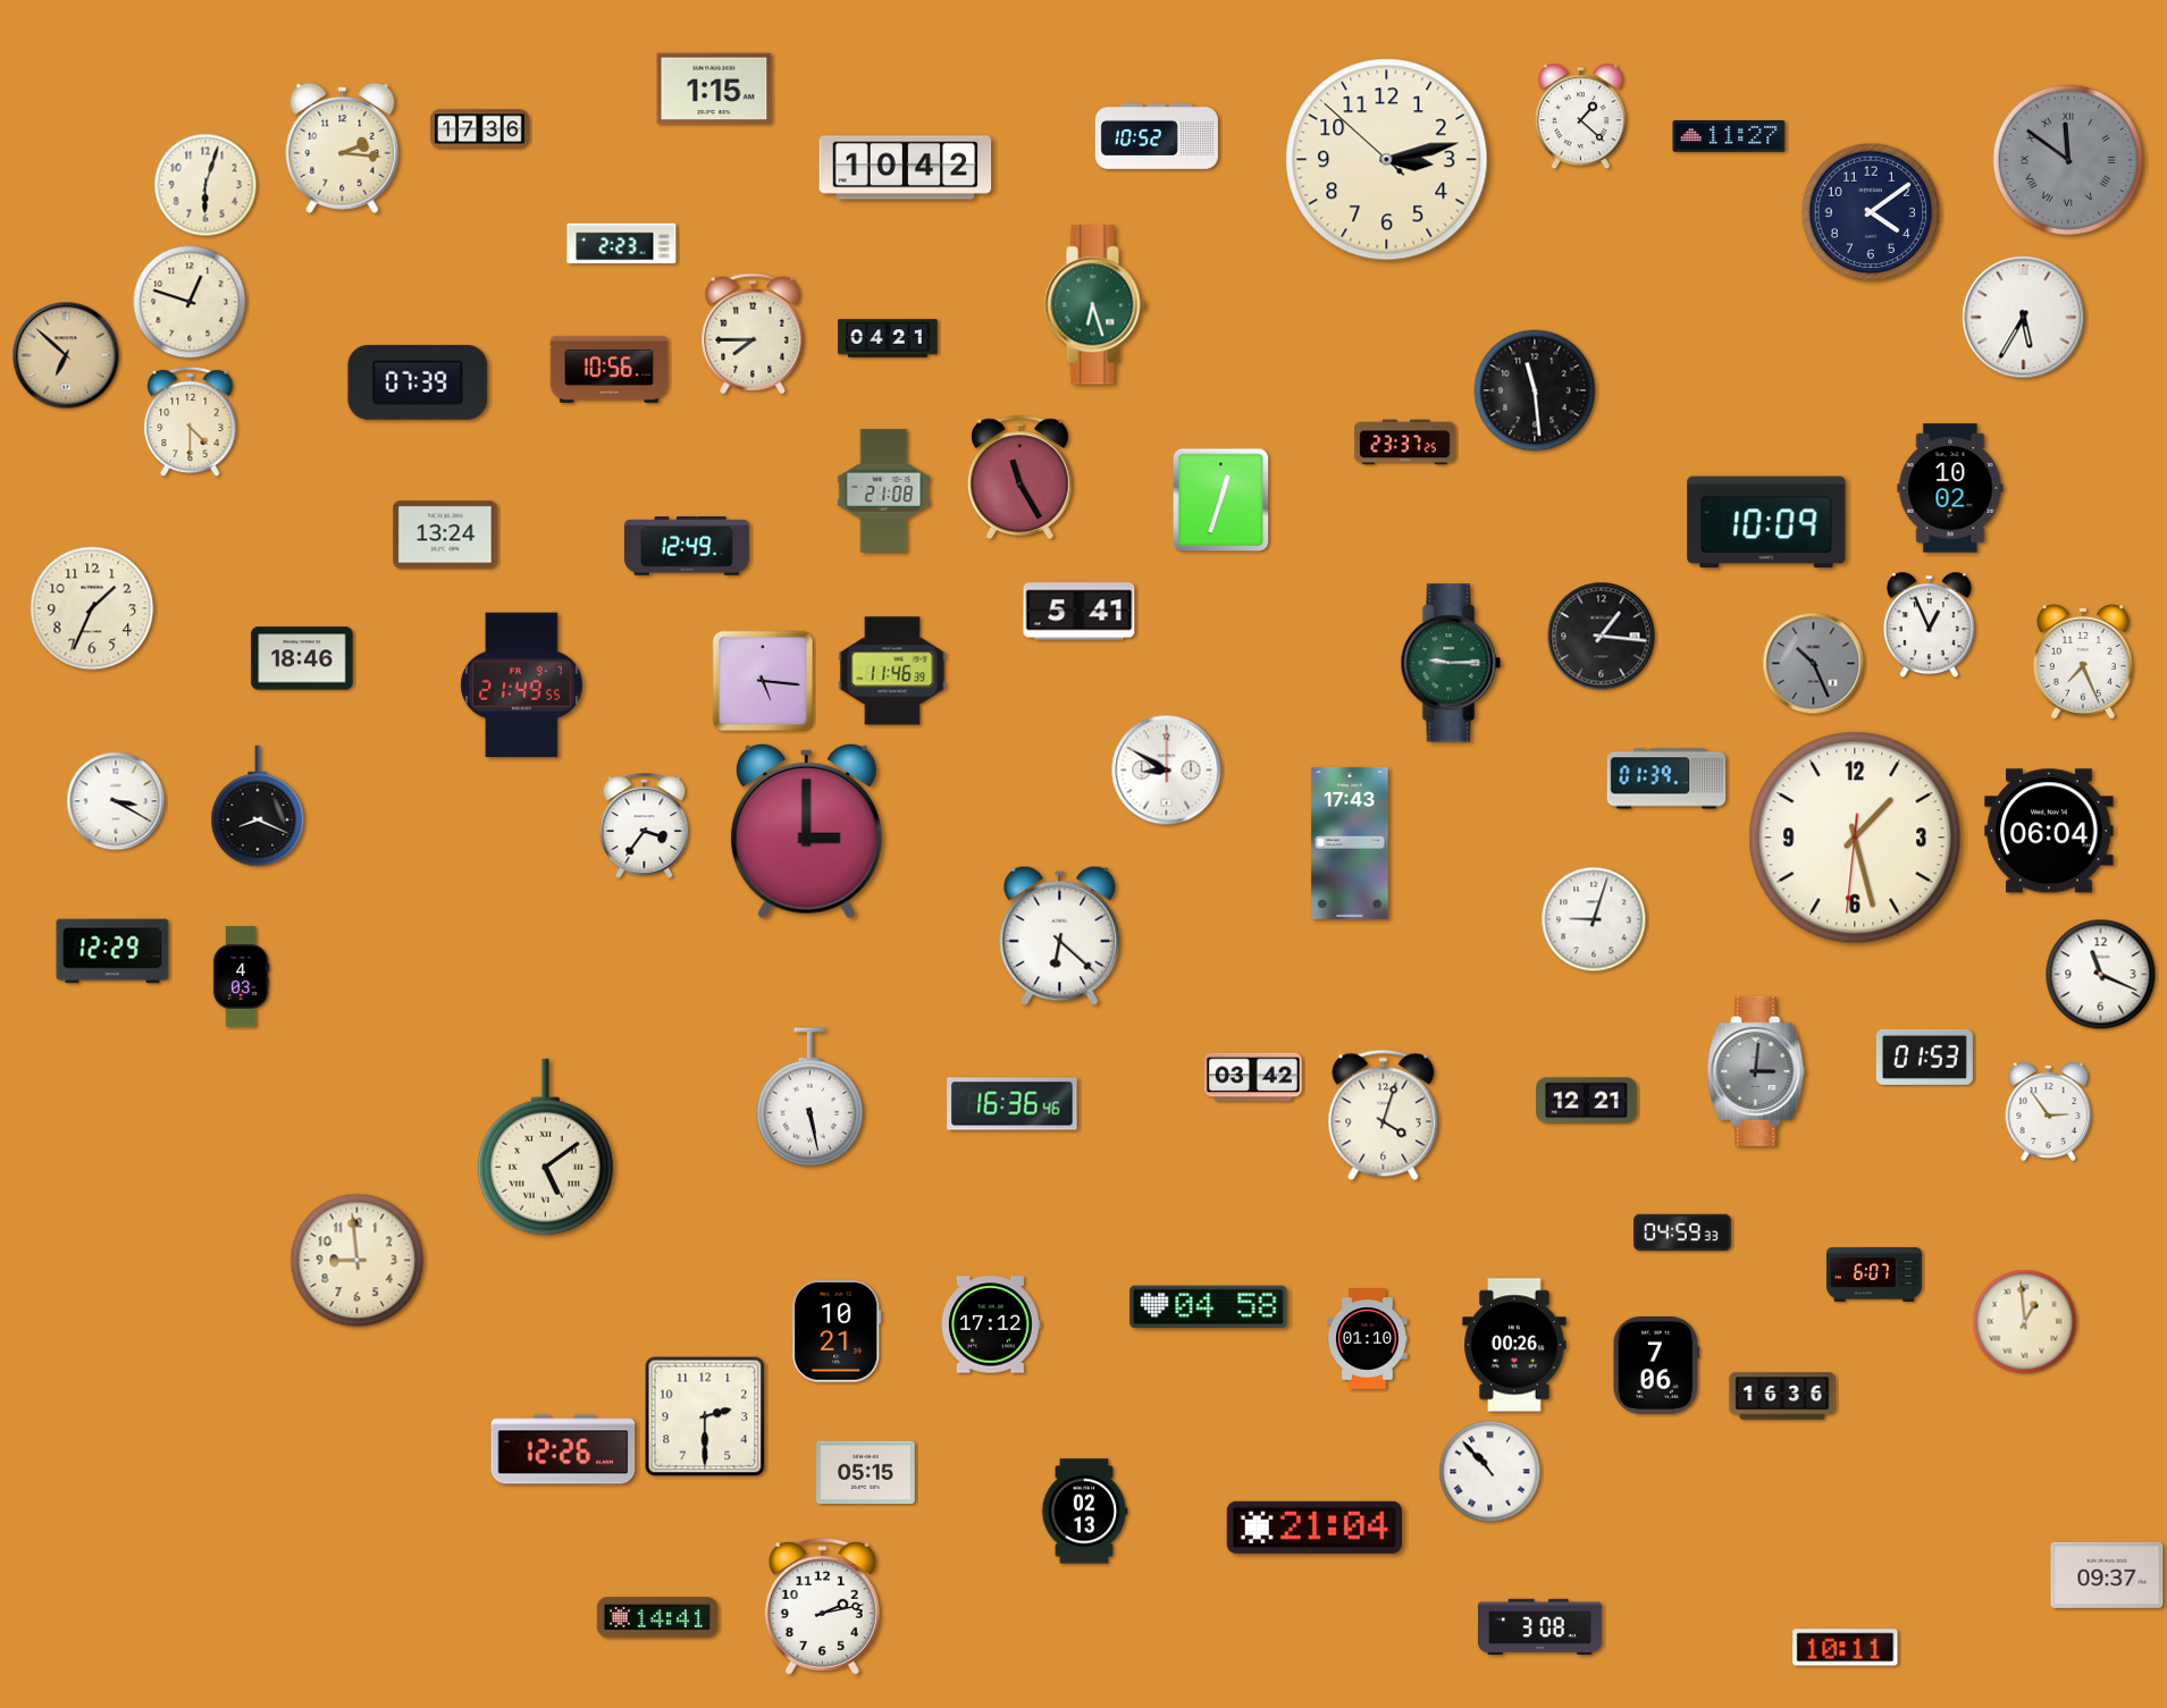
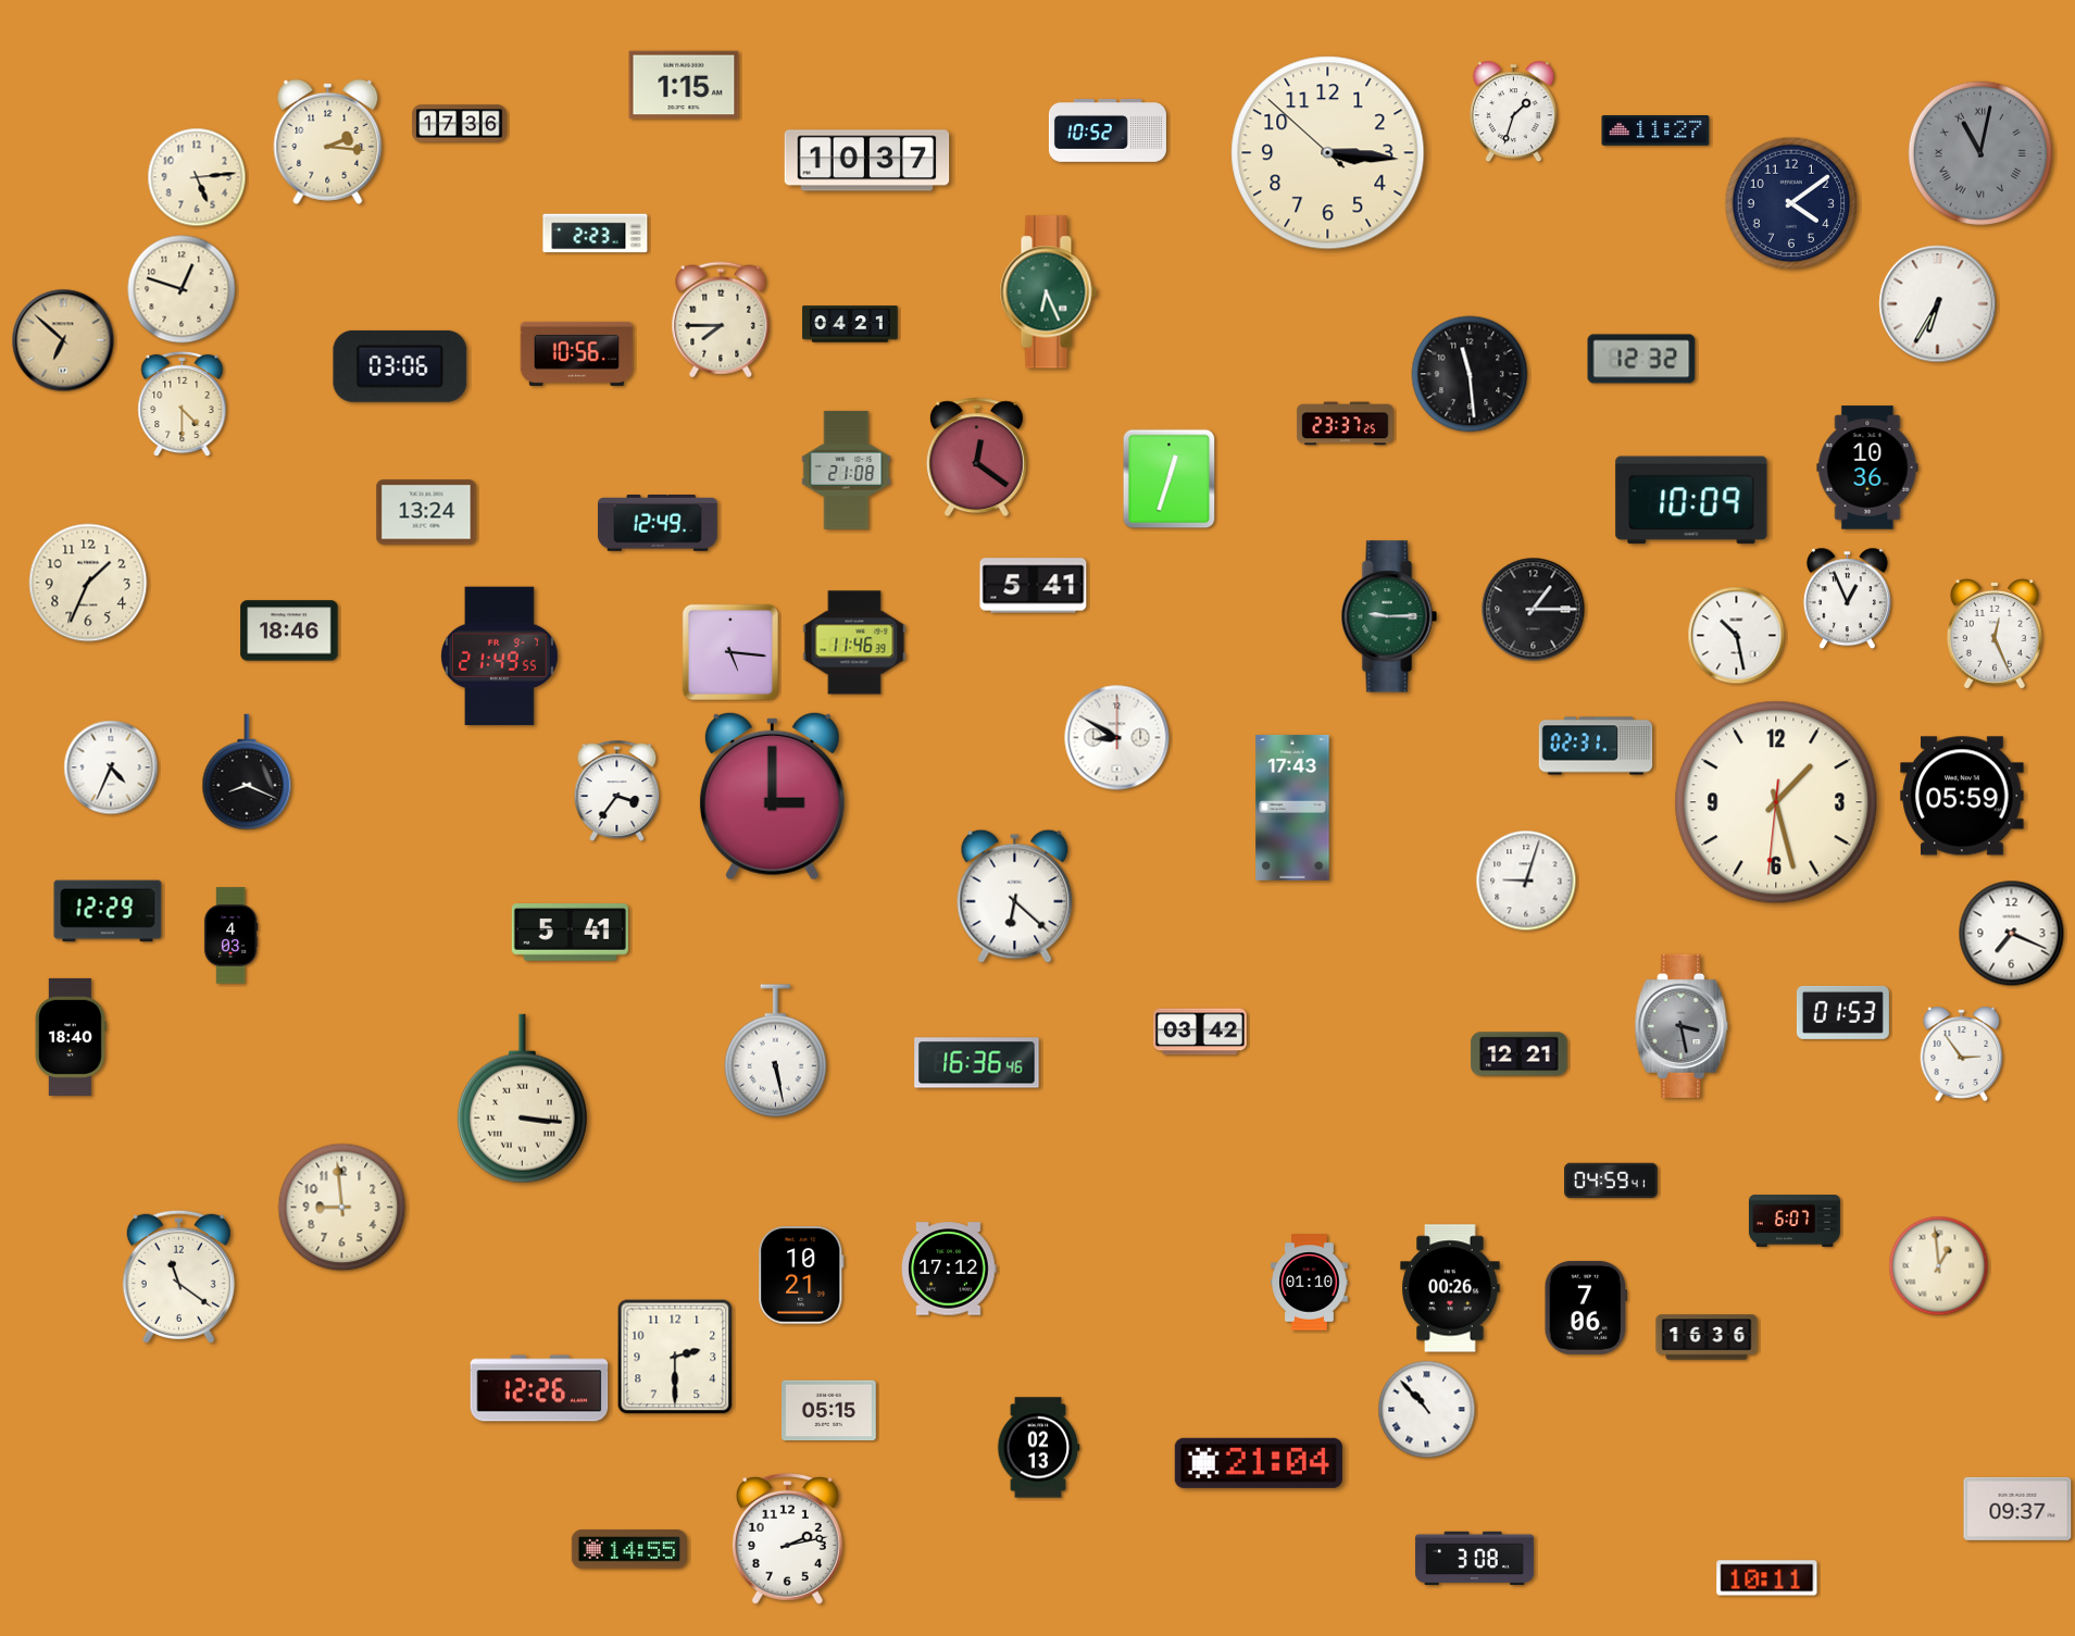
clock at (1580, 117): 1:22 -> 1:33
clock at (1387, 160): 3:12 -> 3:15
clock at (2068, 160): 11:51 -> 11:02
clock at (906, 168): 10:42 -> 10:37
clock at (205, 185): 6:03 -> 5:14
clock at (1094, 305): 6:27 -> 6:26
clock at (2024, 318): 5:35 -> 6:35
clock at (610, 369) position: (610, 369) -> (577, 353)
clock at (1641, 359): none -> 12:32
clock at (418, 382): 07:39 -> 03:06
clock at (1019, 478): 11:25 -> 12:21
clock at (1950, 488): 10:02 -> 10:36
clock at (1602, 637): 1:16 -> 1:15
clock at (2083, 662): 7:26 -> 12:26
clock at (1451, 663) position: (1451, 663) -> (1389, 616)
clock at (1814, 664): 10:26 -> 10:28
clock at (1814, 664) dial: grey -> white
clock at (1666, 779): 01:39 -> 02:31
clock at (116, 801): 3:20 -> 4:34
clock at (2049, 831): 06:04 -> 05:59
clock at (570, 933): none -> 5:41
clock at (2101, 975): 11:19 -> 7:19
clock at (1756, 1071): 3:01 -> 3:28
clock at (71, 1037): none -> 18:40
clock at (1013, 1104) position: (1013, 1104) -> (977, 1063)
clock at (2049, 1111) position: (2049, 1111) -> (1962, 1053)
clock at (1384, 1116): 4:03 -> none
clock at (545, 1147): 5:09 -> 3:16
clock at (1683, 1232): 04:59:33 -> 04:59:41
clock at (1209, 1307): 04:58 -> none
clock at (178, 1276): none -> 11:21
clock at (657, 1617): 14:41 -> 14:55
